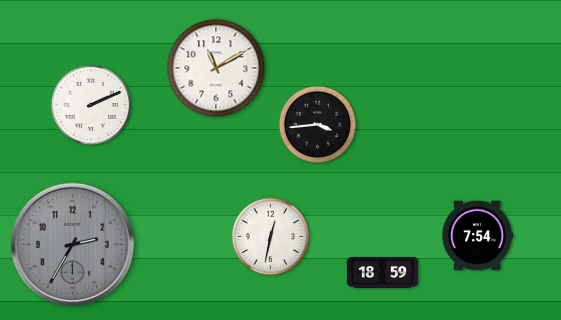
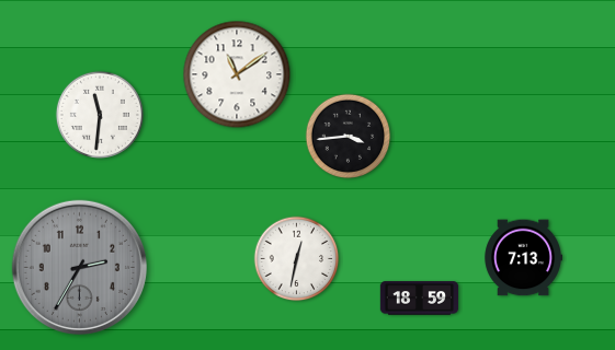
clock at (216, 68): 11:10 -> 11:09
clock at (91, 105): 2:11 -> 11:31
clock at (477, 236): 7:54 -> 7:13
